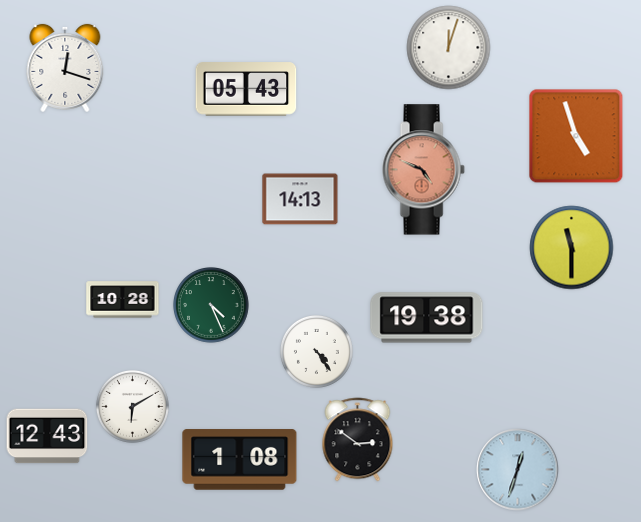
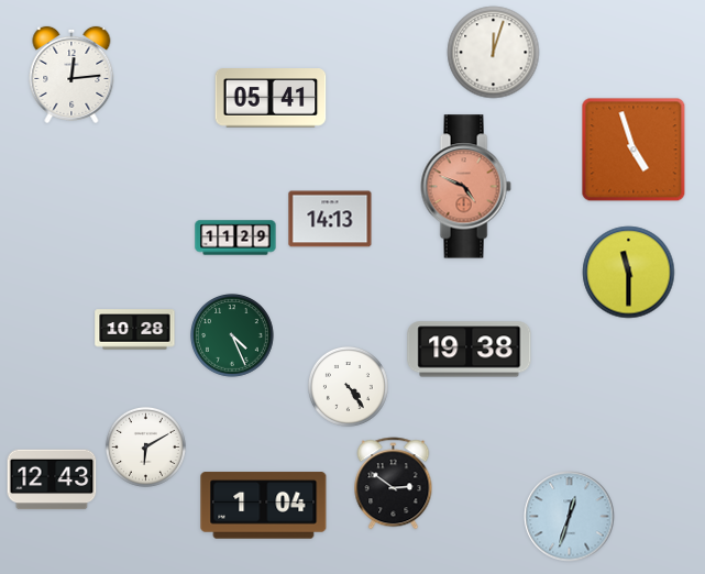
clock at (65, 68): 12:18 -> 12:14
clock at (246, 89): 05:43 -> 05:41
clock at (235, 238): none -> 11:29
clock at (240, 460): 1:08 -> 1:04
